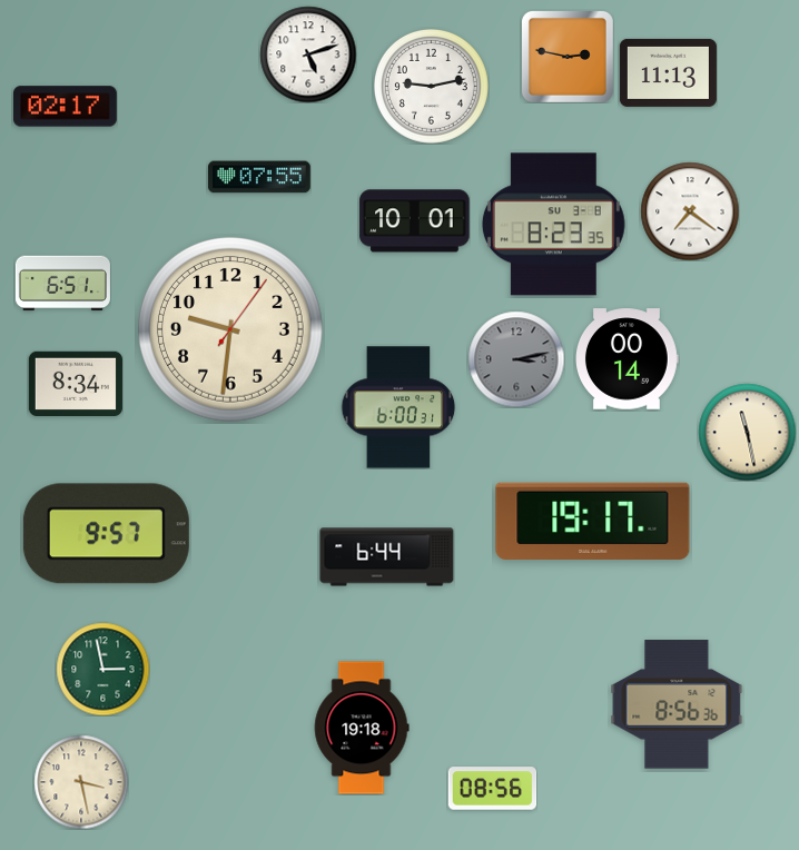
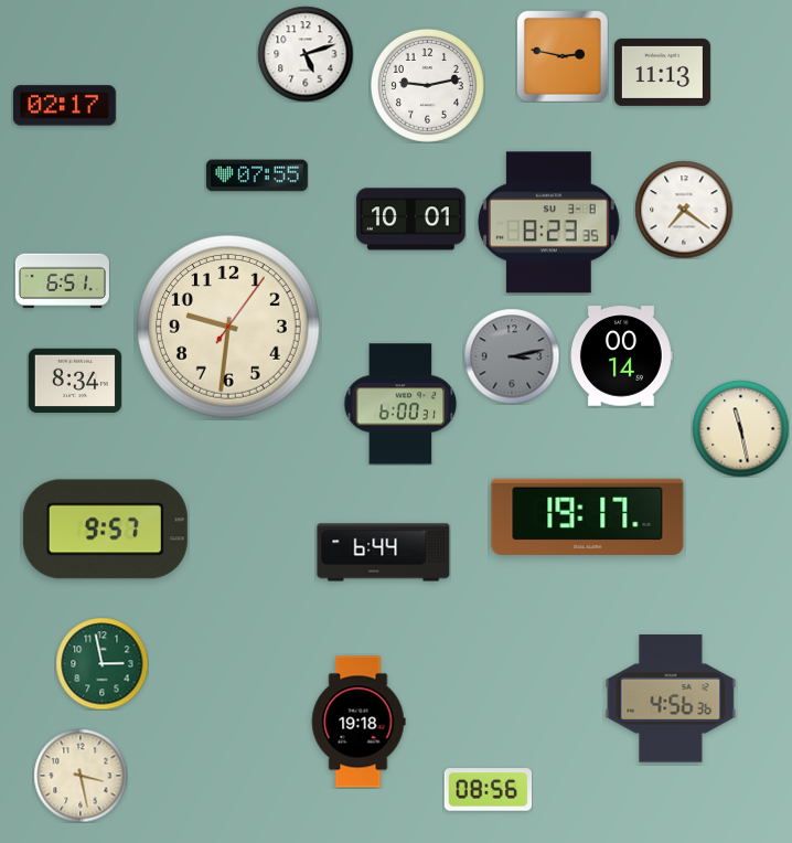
clock at (398, 407) position: (398, 407) -> (400, 404)
clock at (677, 704): 8:56 -> 4:56
clock at (492, 789) position: (492, 789) -> (488, 790)
